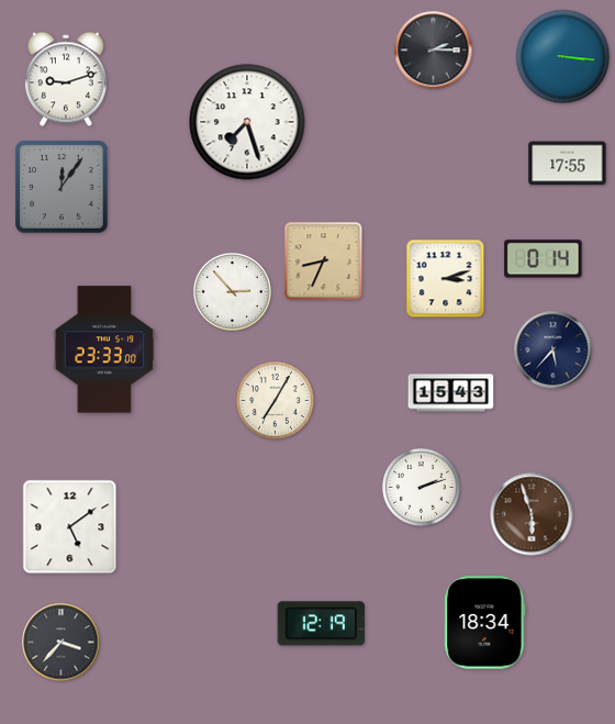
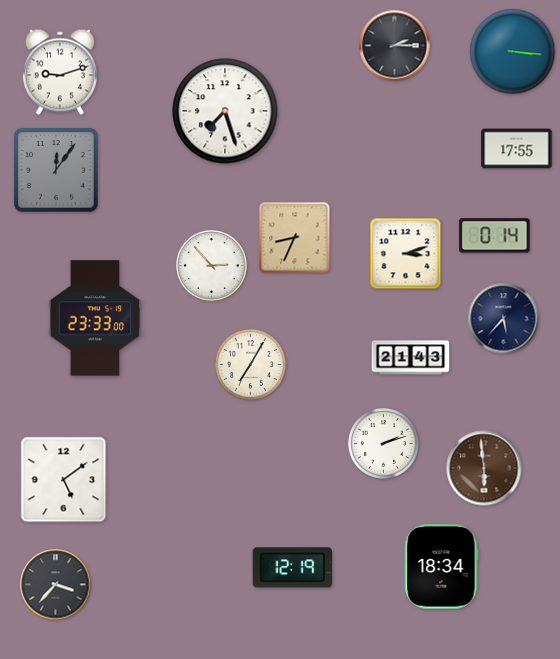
clock at (451, 393): 15:43 -> 21:43
clock at (532, 514): 5:57 -> 5:59
